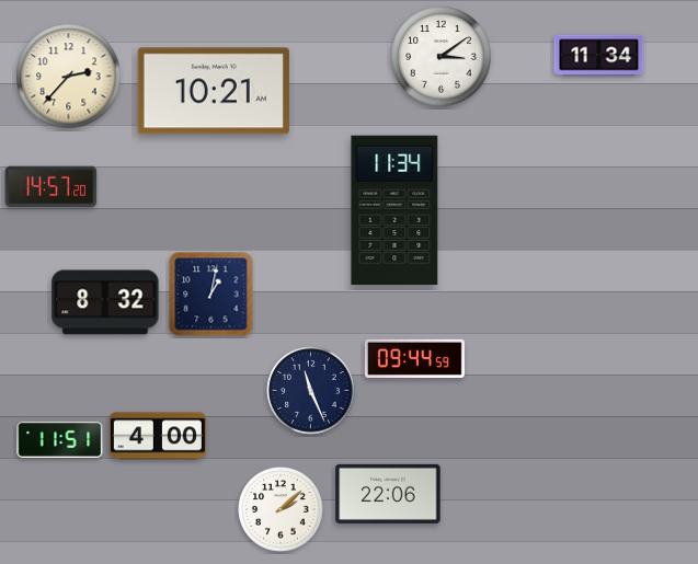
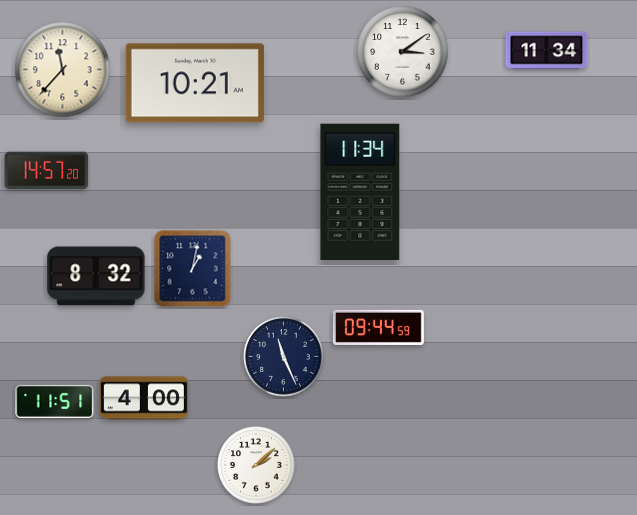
clock at (69, 77): 2:37 -> 11:37
clock at (388, 494): 22:06 -> none
